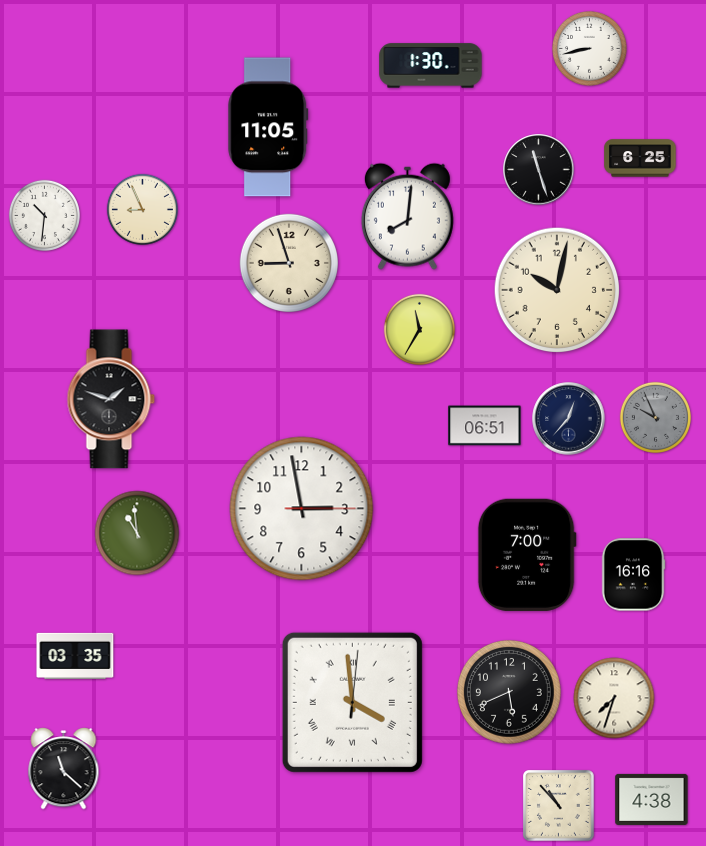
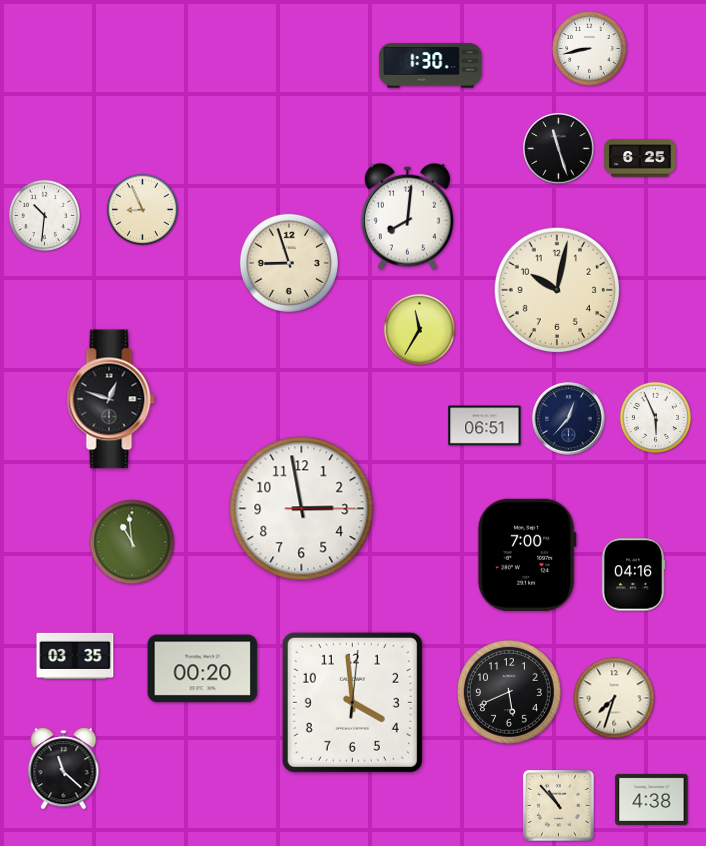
clock at (268, 127): 11:05 -> none
clock at (539, 170) position: (539, 170) -> (559, 149)
clock at (111, 399): 1:48 -> 12:48
clock at (655, 417): 9:56 -> 5:56
clock at (655, 417) dial: grey -> white
clock at (137, 533) position: (137, 533) -> (132, 542)
clock at (633, 575): 16:16 -> 04:16
clock at (203, 669): none -> 00:20
clock at (352, 702) numerals: Roman -> Arabic
